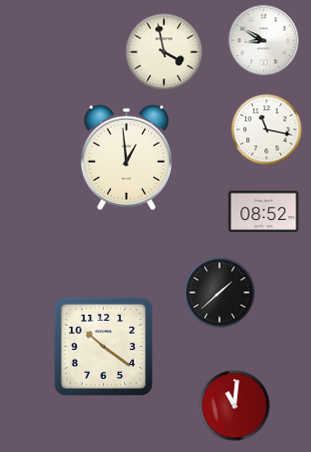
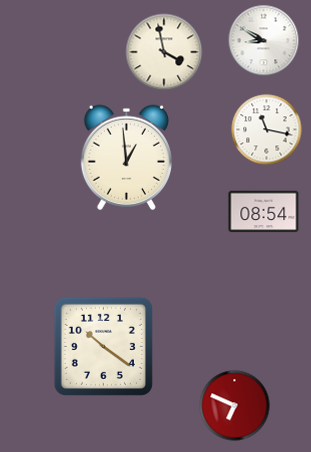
clock at (264, 212): 08:52 -> 08:54
clock at (220, 293): 1:38 -> none
clock at (235, 406): 11:01 -> 6:49
